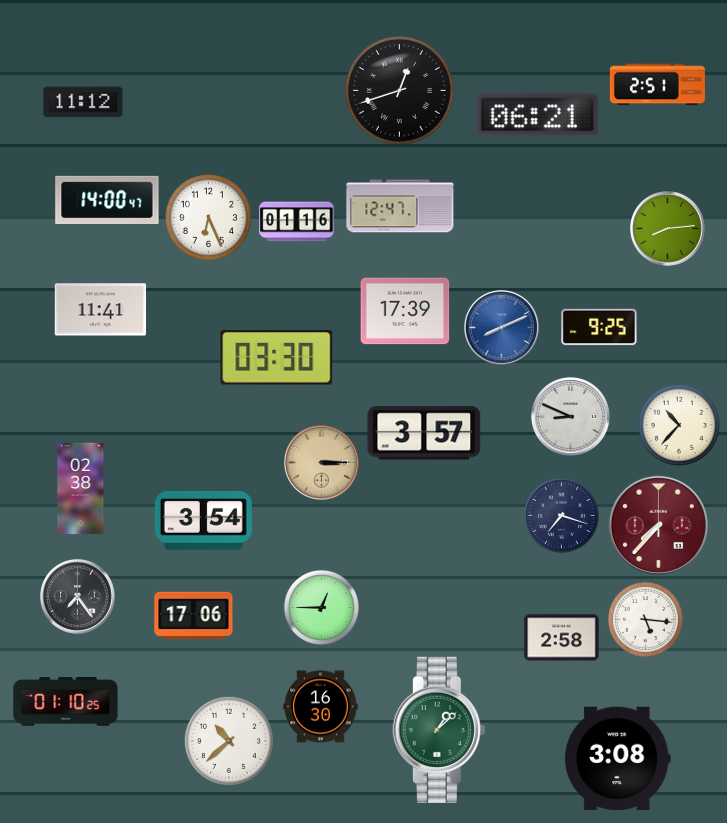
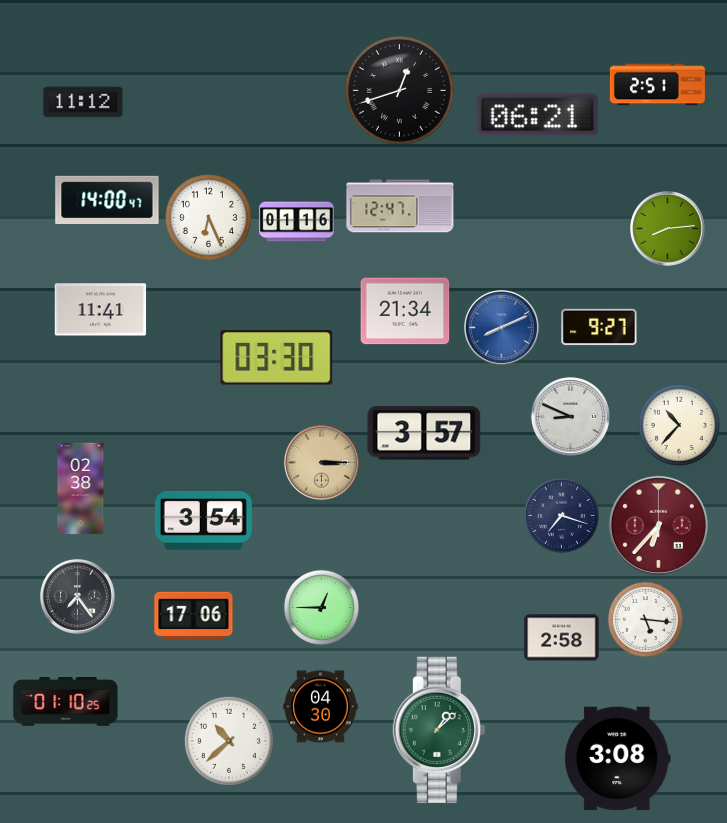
clock at (405, 311): 17:39 -> 21:34
clock at (599, 327): 9:25 -> 9:27
clock at (658, 525): 7:37 -> 6:37
clock at (321, 707): 16:30 -> 04:30
